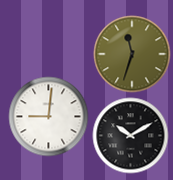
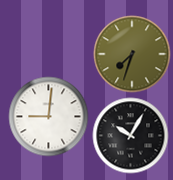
clock at (132, 54): 11:33 -> 7:33
clock at (131, 136): 10:10 -> 10:05
